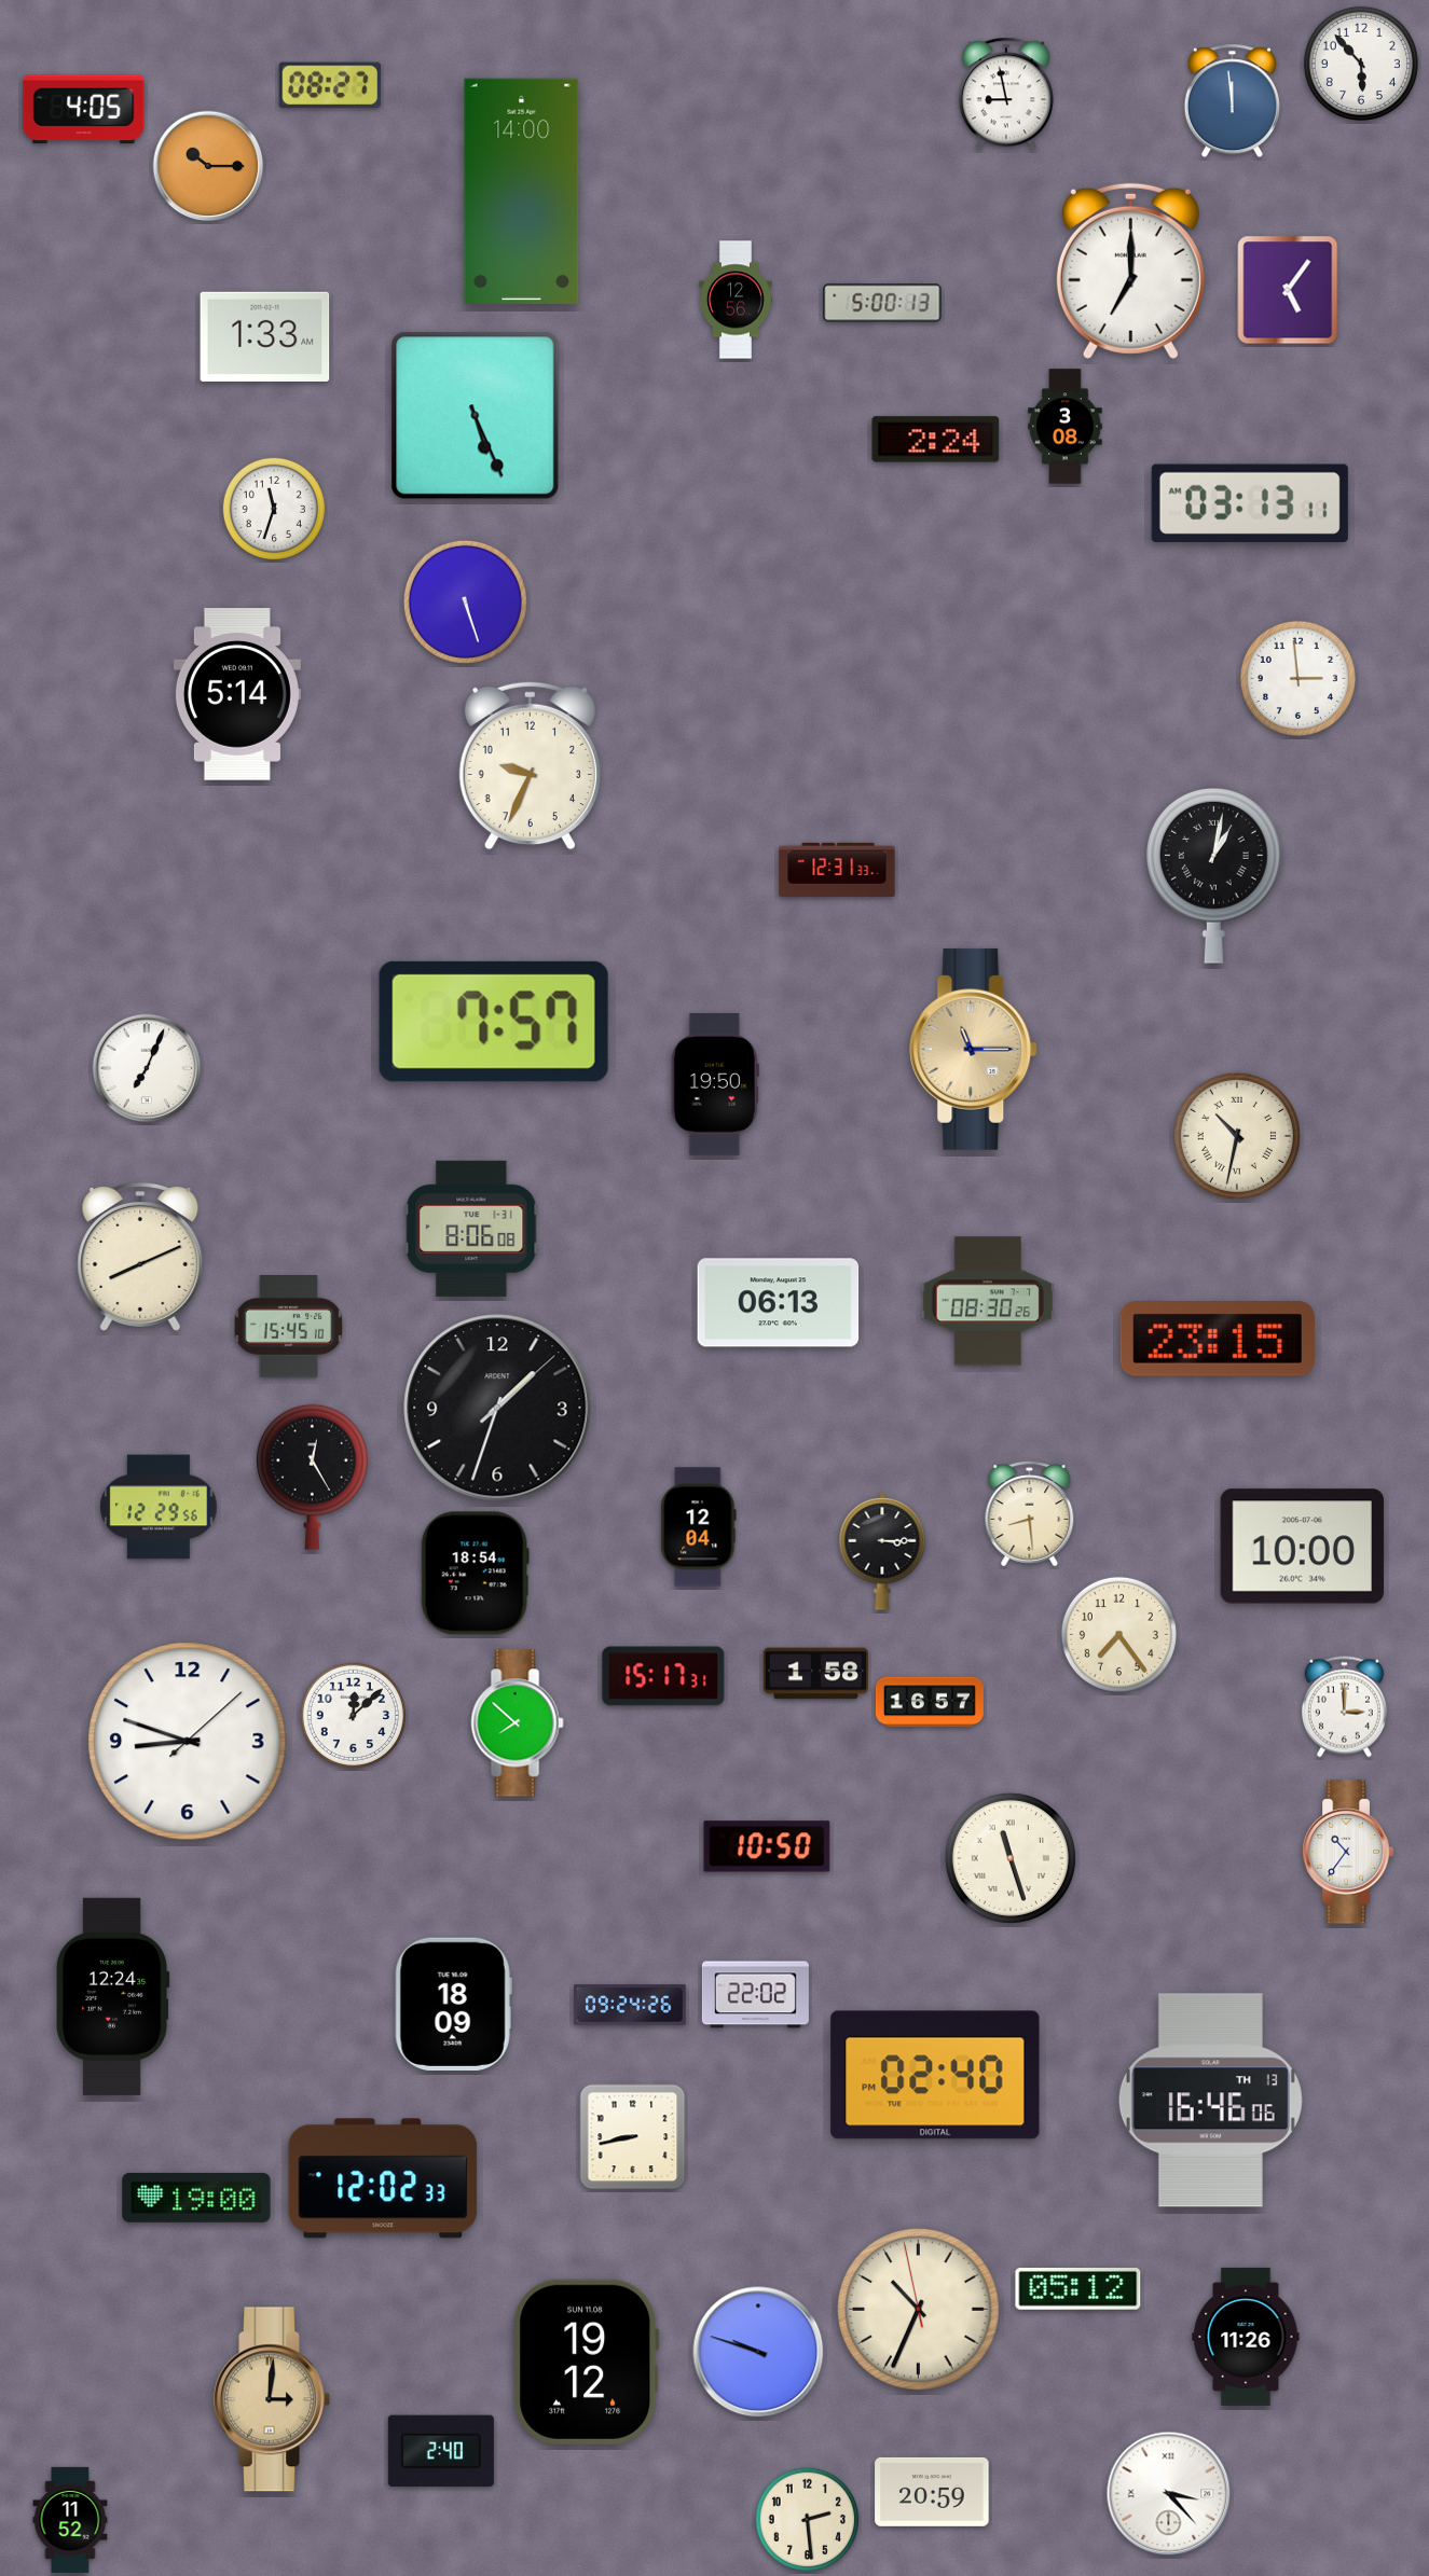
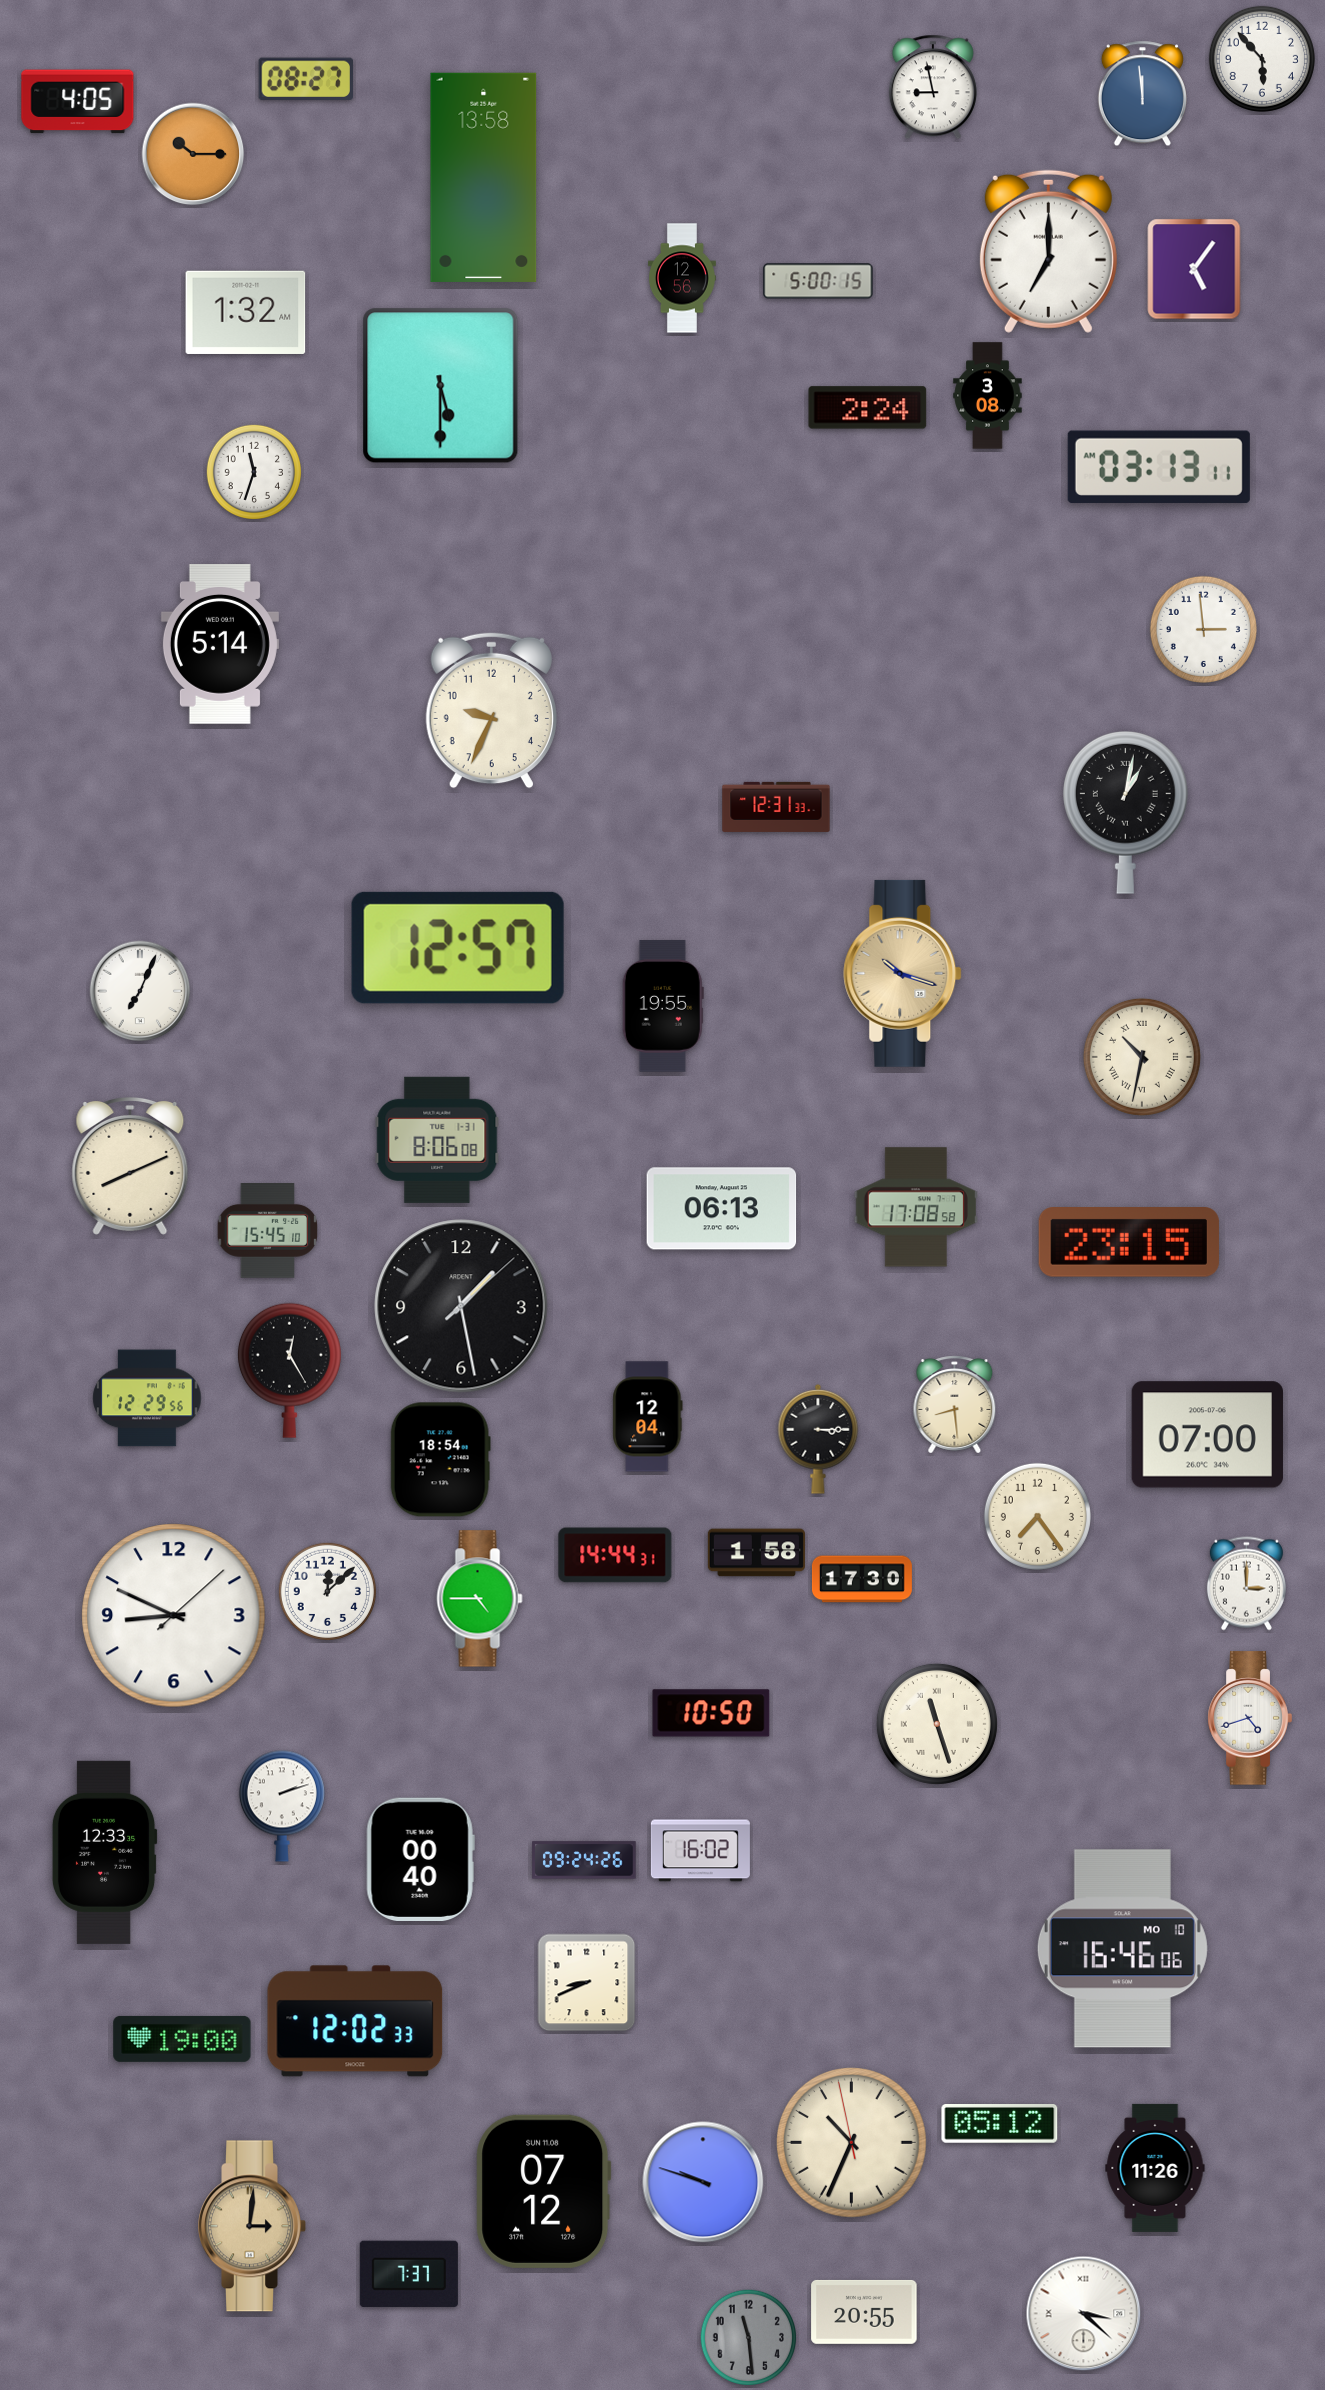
clock at (522, 191): 14:00 -> 13:58
clock at (882, 303): 5:00:13 -> 5:00:15
clock at (265, 336): 1:33 -> 1:32
clock at (476, 416): 5:26 -> 5:30
clock at (465, 601): 5:27 -> none
clock at (494, 1022): 7:57 -> 12:57
clock at (974, 1049): 11:15 -> 10:18
clock at (147, 1068) position: (147, 1068) -> (140, 991)
clock at (715, 1084): 19:50 -> 19:55
clock at (1237, 1136) position: (1237, 1136) -> (1142, 1057)
clock at (988, 1301): 08:30 -> 17:08
clock at (497, 1408): 1:33 -> 1:28
clock at (1302, 1547): 10:00 -> 07:00
clock at (663, 1676): 15:17 -> 14:44
clock at (930, 1702): 16:57 -> 17:30
clock at (518, 1723): 7:52 -> 4:45
clock at (188, 1742): 8:48 -> 8:49
clock at (1348, 1852): 10:36 -> 4:42
clock at (282, 1806): none -> 2:12
clock at (755, 1995): 22:02 -> 16:02
clock at (112, 1996): 12:24 -> 12:33
clock at (453, 2004): 18:09 -> 00:40
clock at (935, 2075): 02:40 -> none
clock at (1210, 2101) date: TH 13 -> MO 10
clock at (633, 2137): 8:43 -> 8:41
clock at (587, 2362): 19:12 -> 07:12
clock at (441, 2451): 2:40 -> 7:37
clock at (932, 2492): 20:59 -> 20:55
clock at (1169, 2494): 3:23 -> 3:22
clock at (807, 2519): 2:29 -> 11:29
clock at (807, 2519) dial: cream -> grey
clock at (70, 2520): 11:52 -> none
